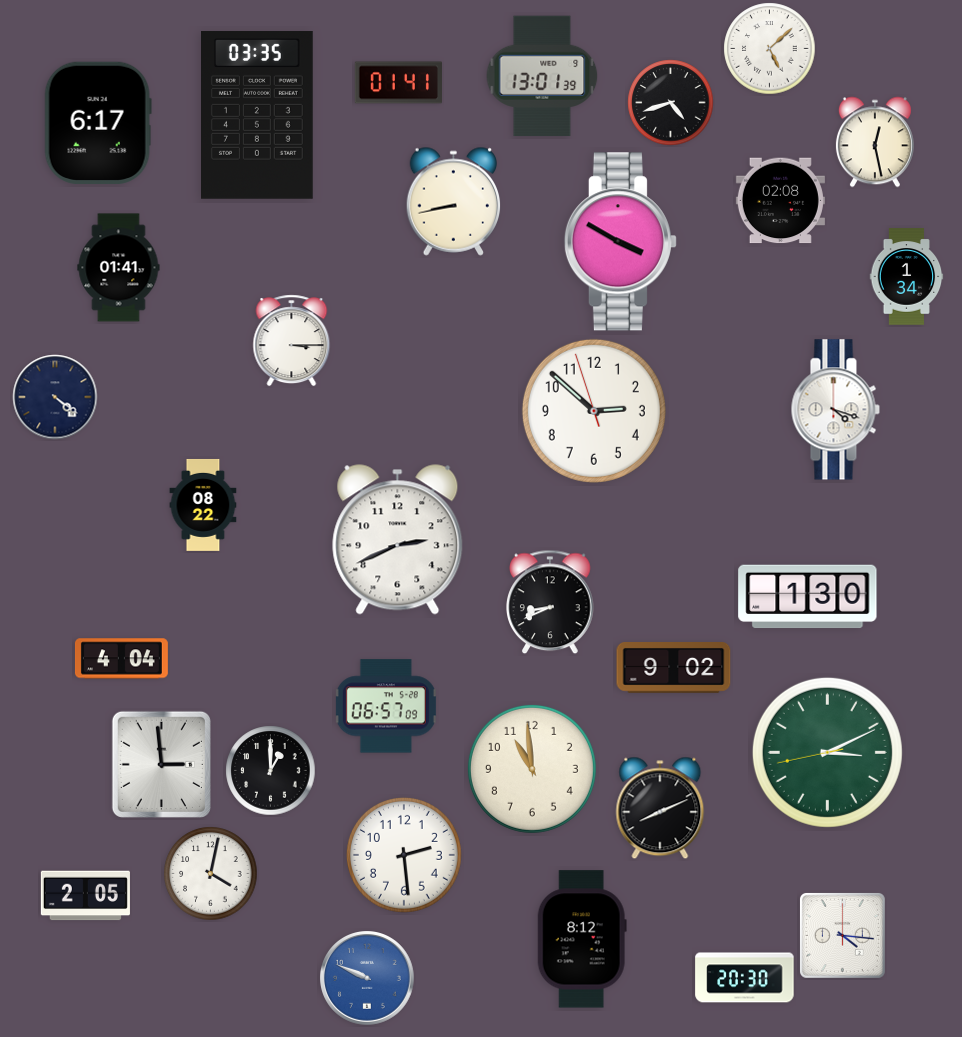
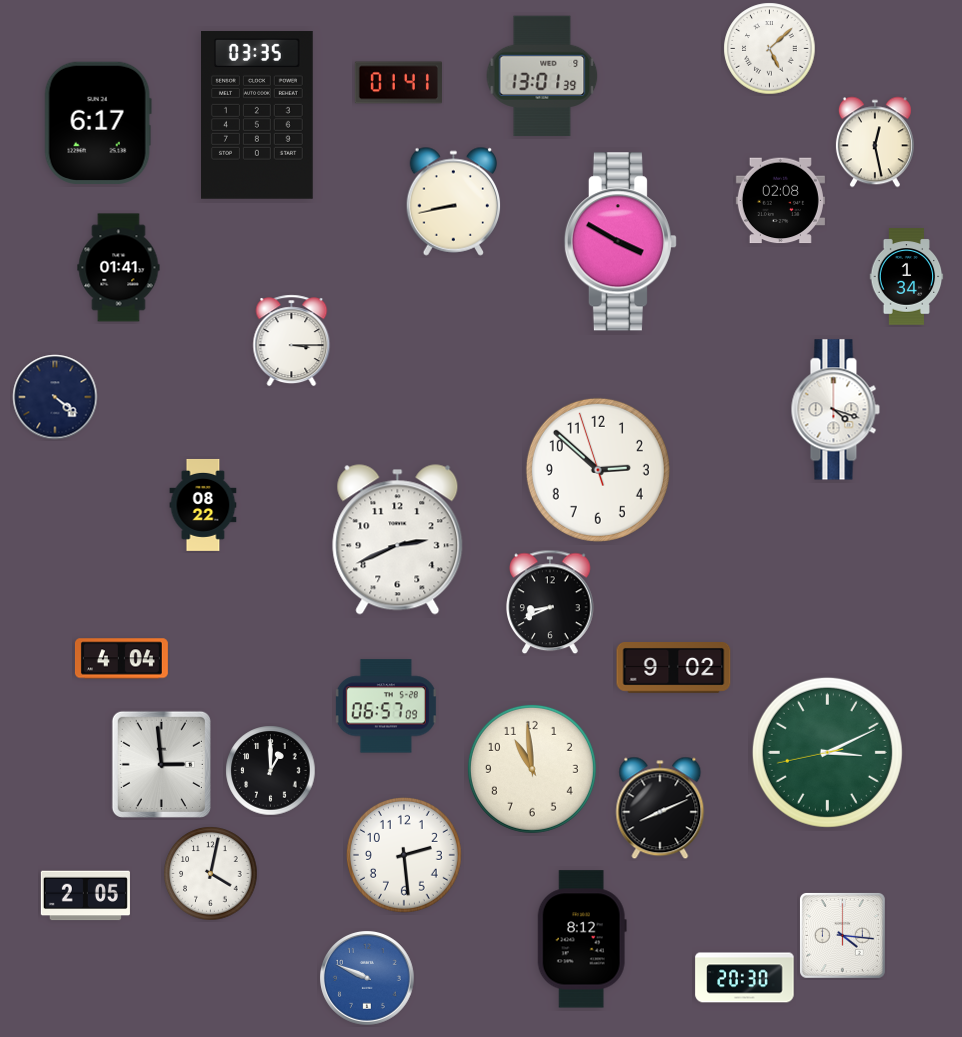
clock at (671, 103): 4:42 -> none
clock at (594, 411) position: (594, 411) -> (598, 470)
clock at (808, 597): 1:30 -> none
